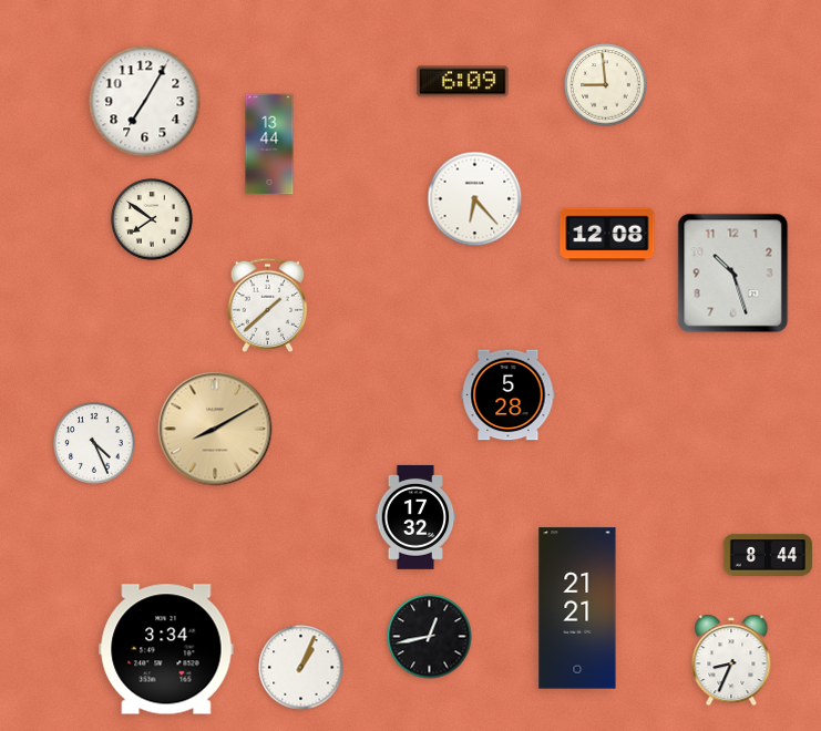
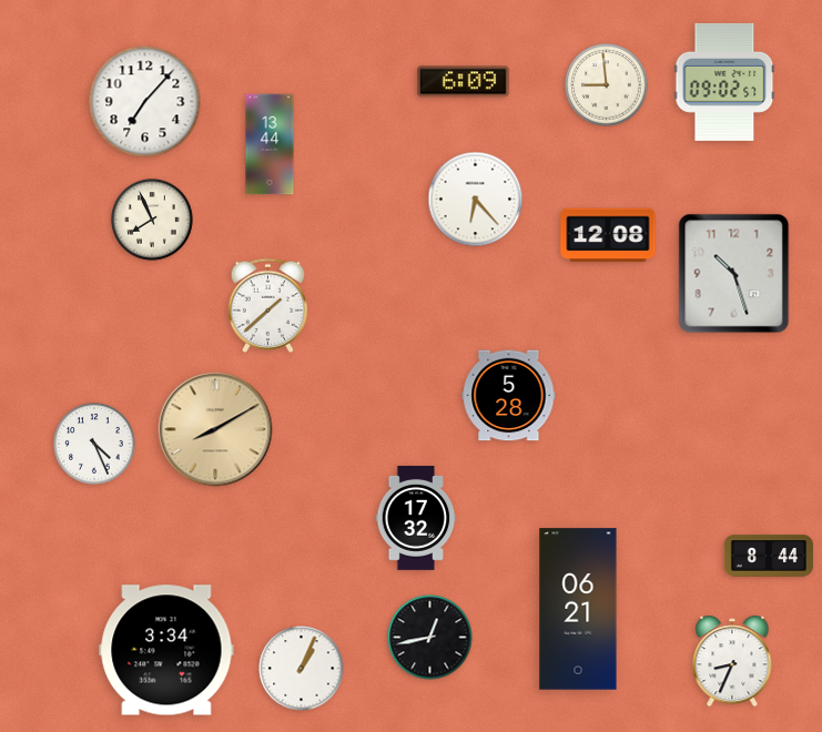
clock at (724, 82): none -> 09:02
clock at (145, 102): 7:05 -> 7:07
clock at (152, 219): 7:51 -> 7:56
clock at (577, 608): 21:21 -> 06:21
